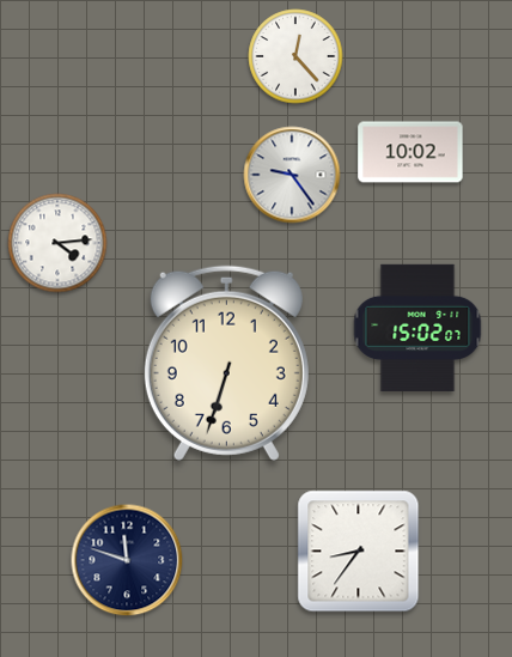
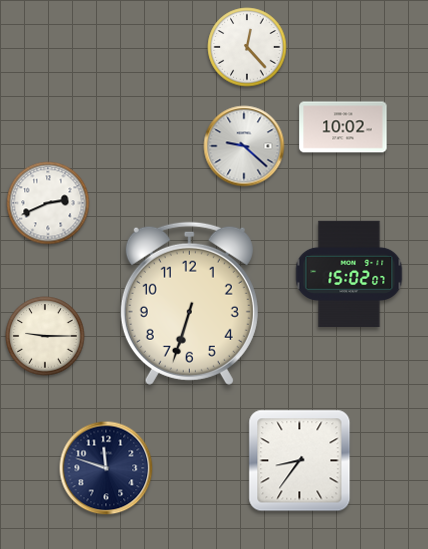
clock at (292, 175): 9:24 -> 9:22
clock at (57, 243): 4:14 -> 2:41
clock at (45, 336): none -> 9:15
